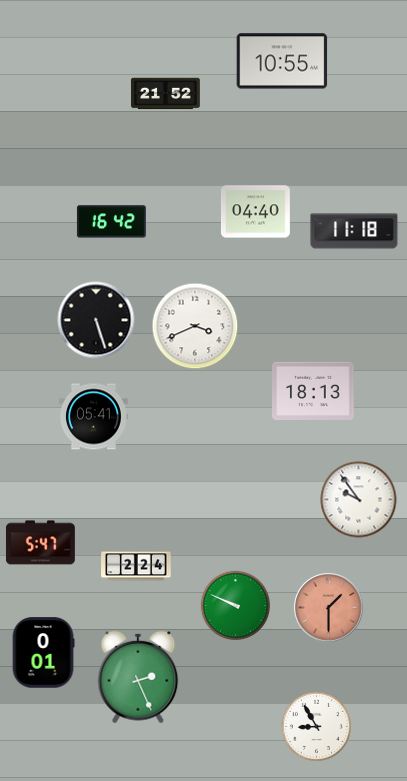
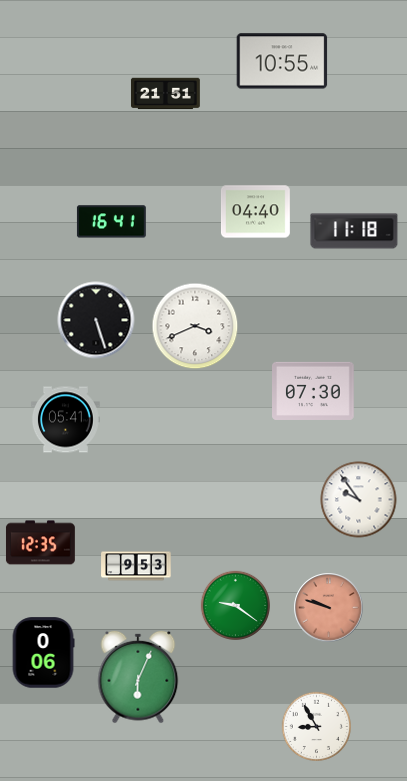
clock at (166, 94): 21:52 -> 21:51
clock at (111, 222): 16:42 -> 16:41
clock at (314, 391): 18:13 -> 07:30
clock at (93, 417) position: (93, 417) -> (65, 420)
clock at (40, 543): 5:47 -> 12:35
clock at (136, 566): 2:24 -> 9:53
clock at (235, 605): 9:49 -> 9:21
clock at (329, 608): 1:30 -> 9:48
clock at (43, 653): 0:01 -> 0:06
clock at (138, 677): 2:26 -> 6:04
